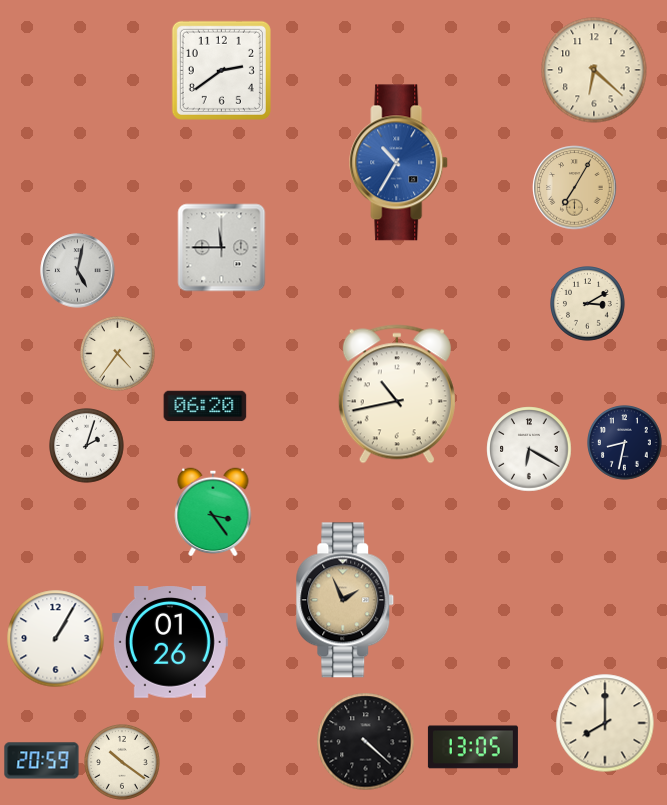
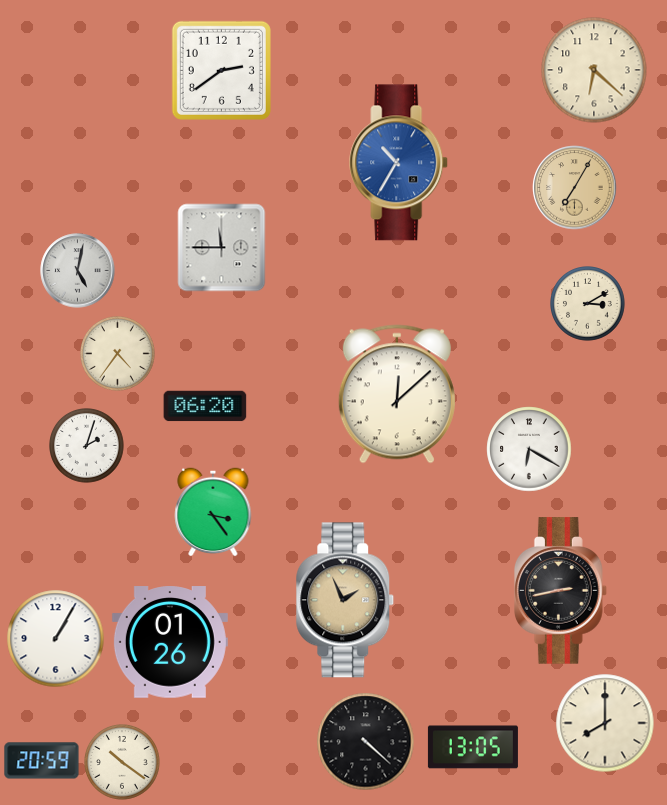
clock at (397, 394): 10:43 -> 12:08
clock at (625, 443): 8:32 -> none
clock at (560, 591): none -> 2:43
